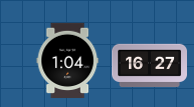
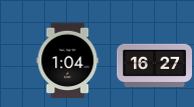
clock at (150, 65) position: (150, 65) -> (155, 65)
